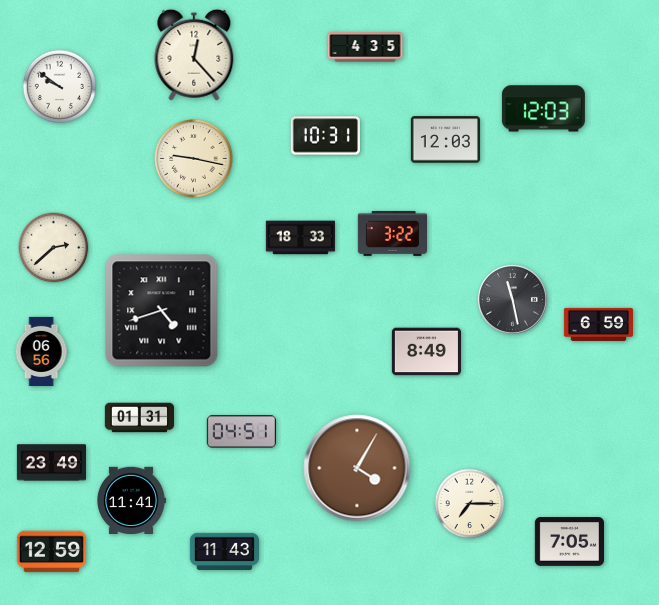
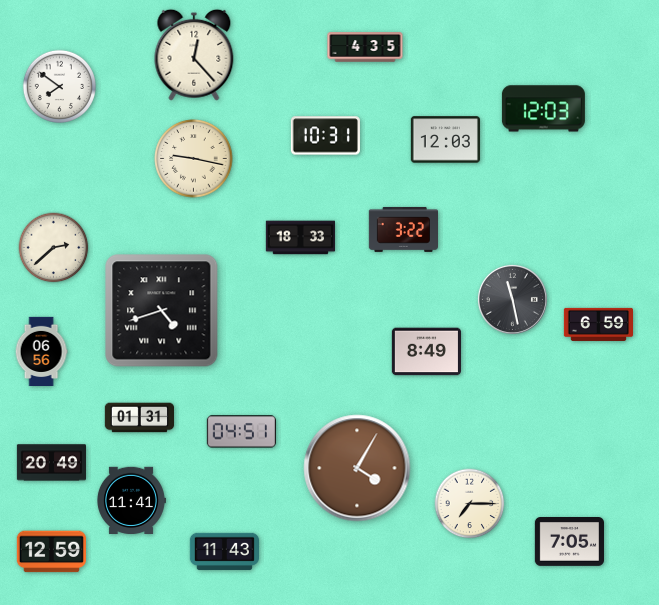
clock at (59, 86): 9:51 -> 7:51
clock at (392, 233) position: (392, 233) -> (403, 229)
clock at (51, 463): 23:49 -> 20:49
